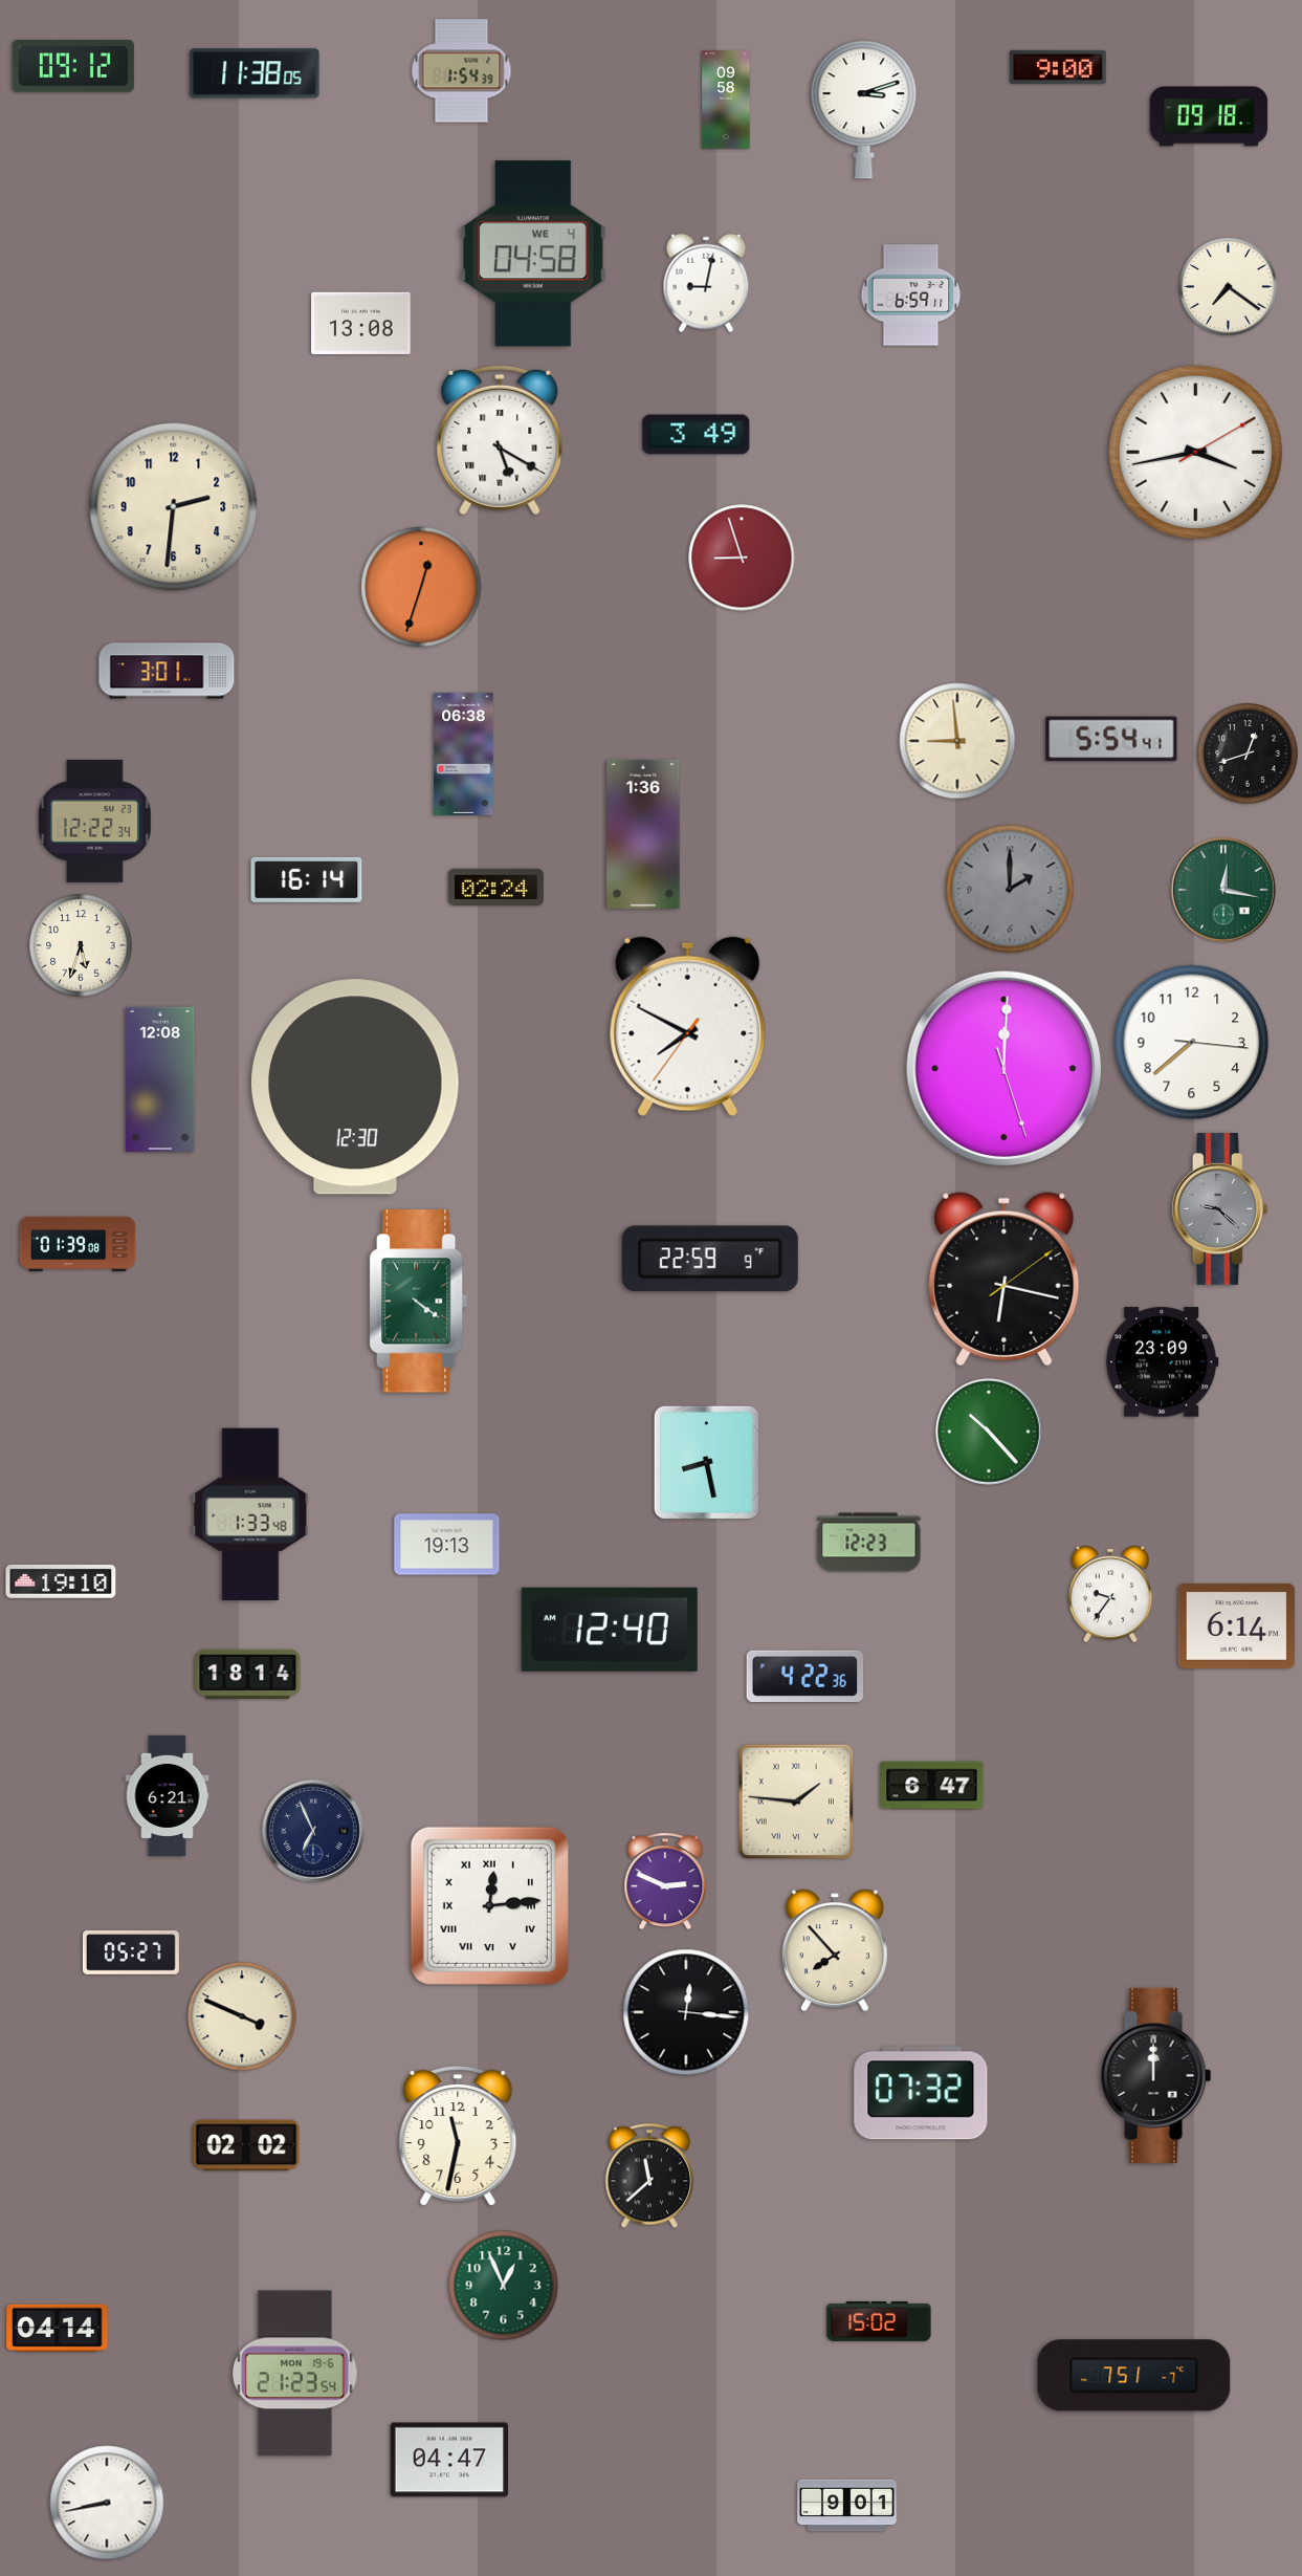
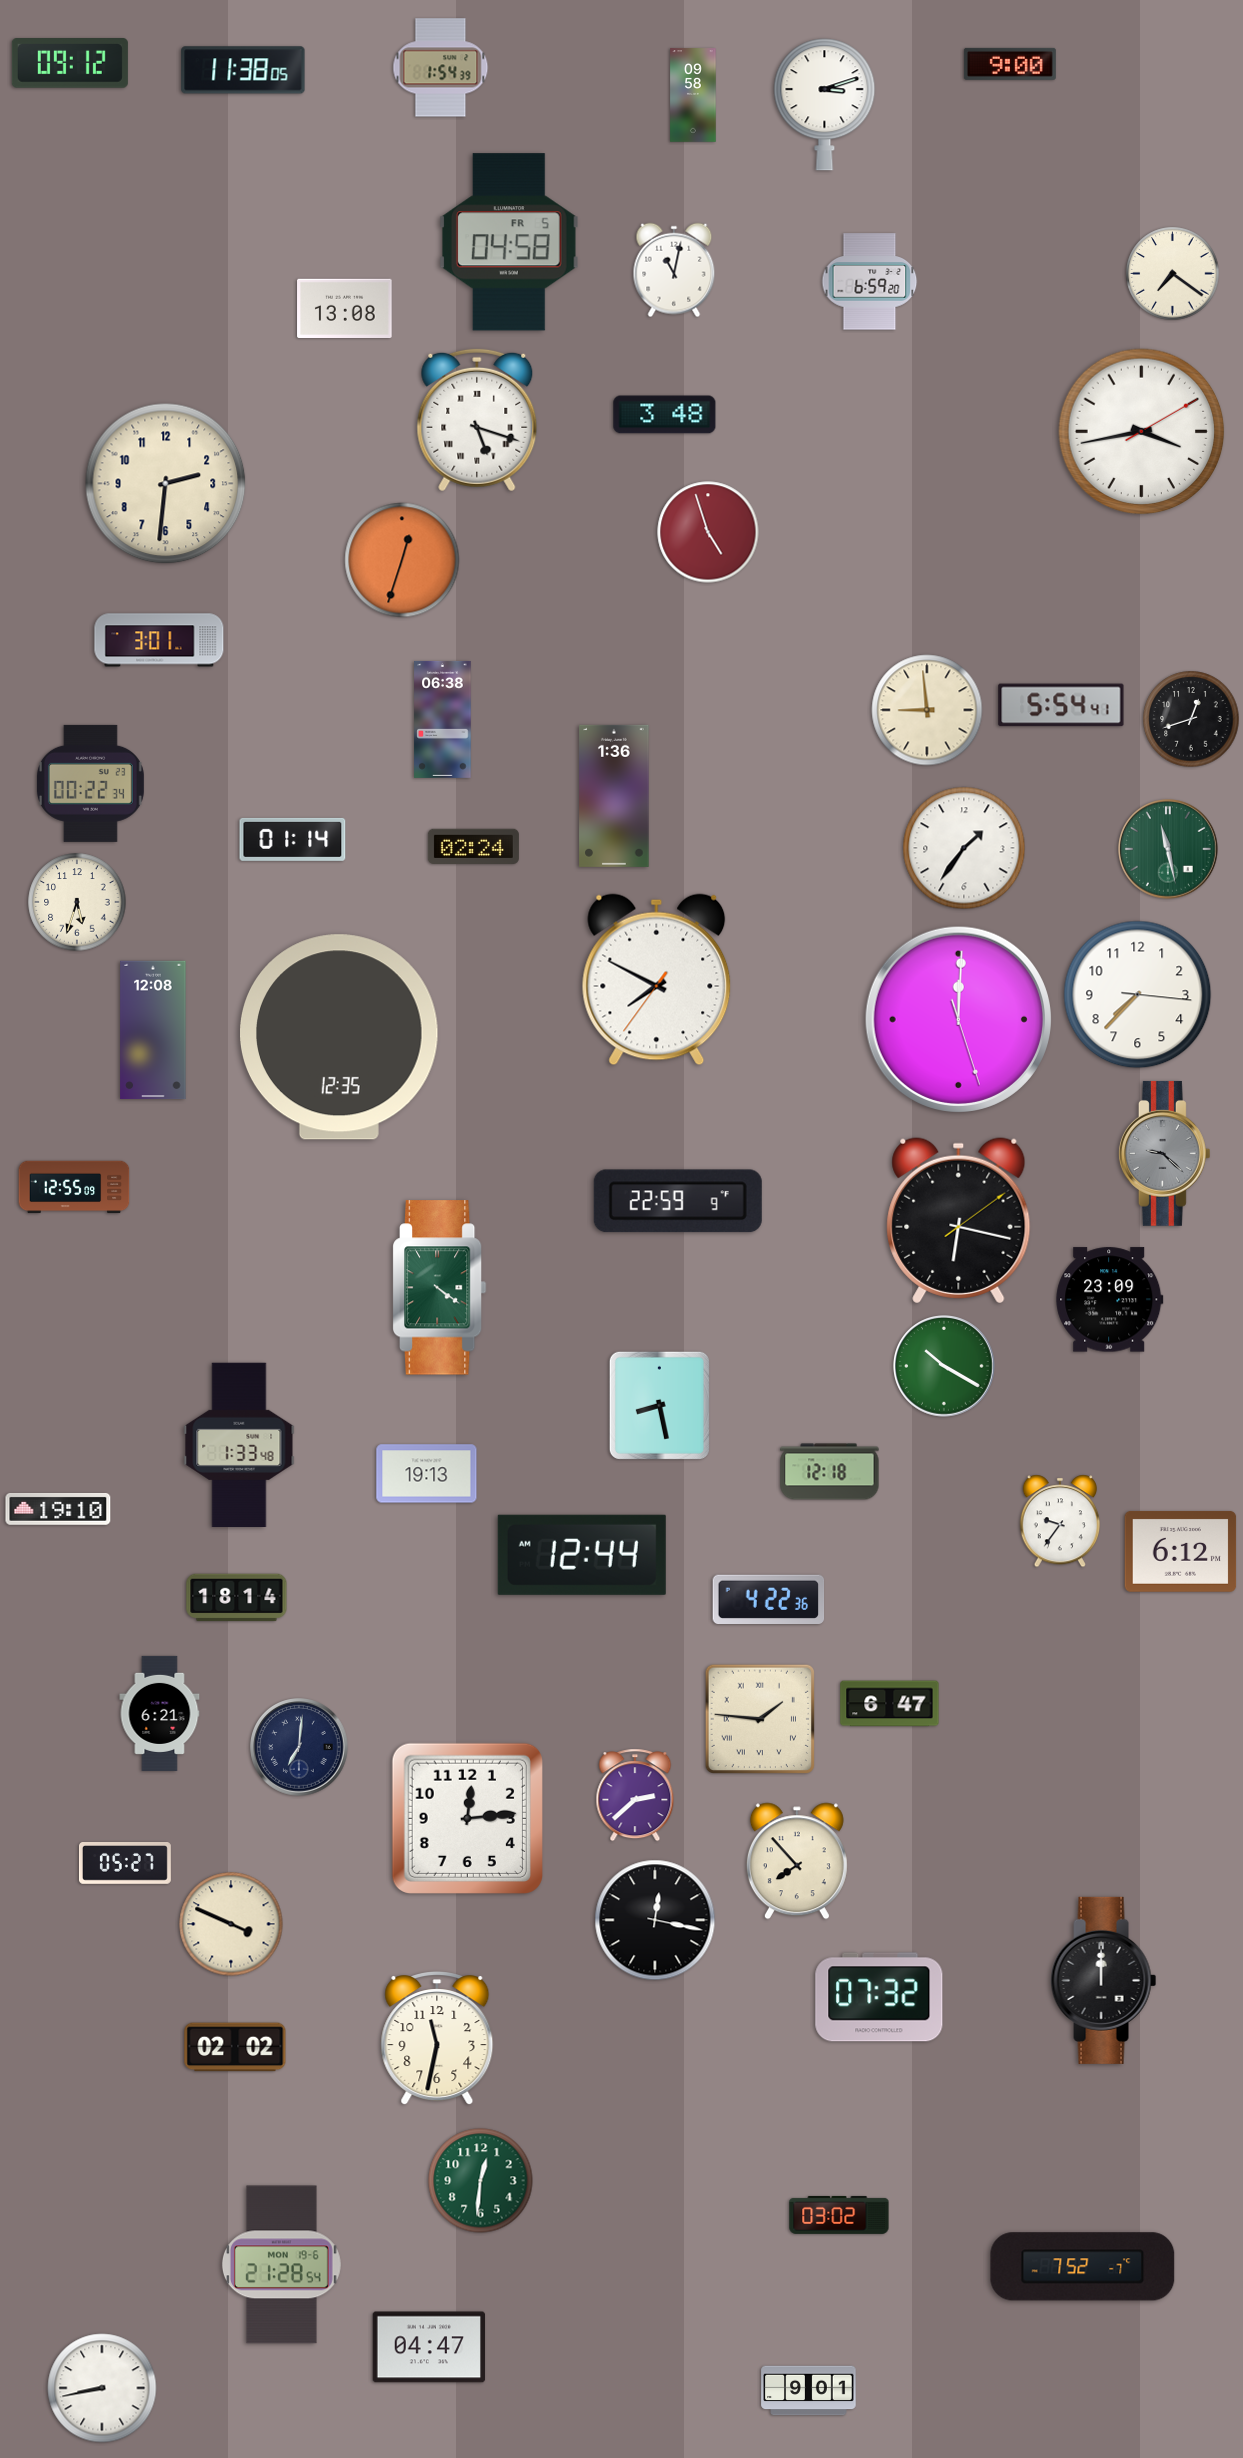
clock at (1209, 116): 09:18 -> none
clock at (533, 254) date: WE 4 -> FR 5
clock at (706, 283): 9:02 -> 11:02
clock at (911, 296): 6:59:11 -> 6:59:20
clock at (697, 435): 3:49 -> 3:48
clock at (500, 440): 5:20 -> 5:18
clock at (742, 558): 8:57 -> 4:57
clock at (957, 741) position: (957, 741) -> (927, 710)
clock at (94, 821): 12:22 -> 00:22
clock at (307, 879): 16:14 -> 01:14
clock at (1010, 889): 2:00 -> 1:36
clock at (1010, 889) dial: grey -> white
clock at (1223, 890): 12:17 -> 11:28
clock at (1192, 1043): 7:38 -> 7:37
clock at (356, 1087): 12:30 -> 12:35
clock at (78, 1244): 01:39 -> 12:55
clock at (418, 1302) position: (418, 1302) -> (439, 1288)
clock at (990, 1433): 10:23 -> 10:20
clock at (706, 1462) position: (706, 1462) -> (659, 1405)
clock at (869, 1543): 12:23 -> 12:18
clock at (1237, 1625): 6:14 -> 6:12
clock at (610, 1630): 12:40 -> 12:44
clock at (313, 1831): 6:56 -> 7:01
clock at (665, 1881): 2:49 -> 2:38
clock at (489, 1905) numerals: Roman -> Arabic
clock at (686, 2012): 12:16 -> 12:17
clock at (649, 2176): 11:38 -> none
clock at (504, 2286): 12:56 -> 12:31
clock at (879, 2321): 15:02 -> 03:02
clock at (58, 2328): 04:14 -> none
clock at (294, 2374): 21:23 -> 21:28
clock at (1134, 2376): 7:51 -> 7:52
